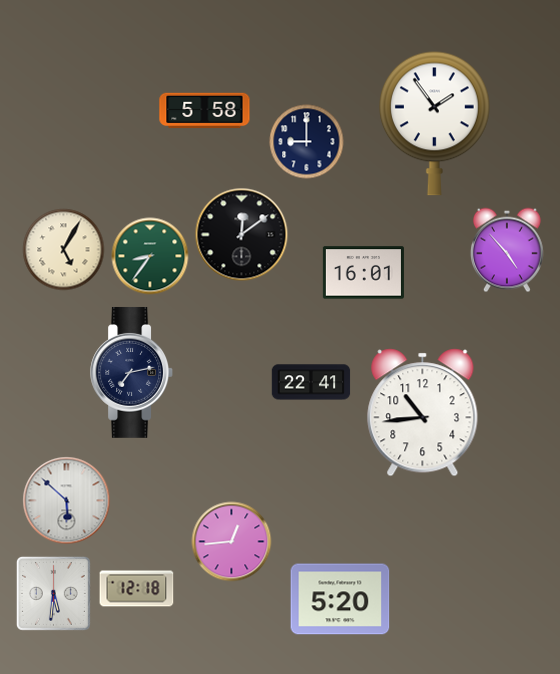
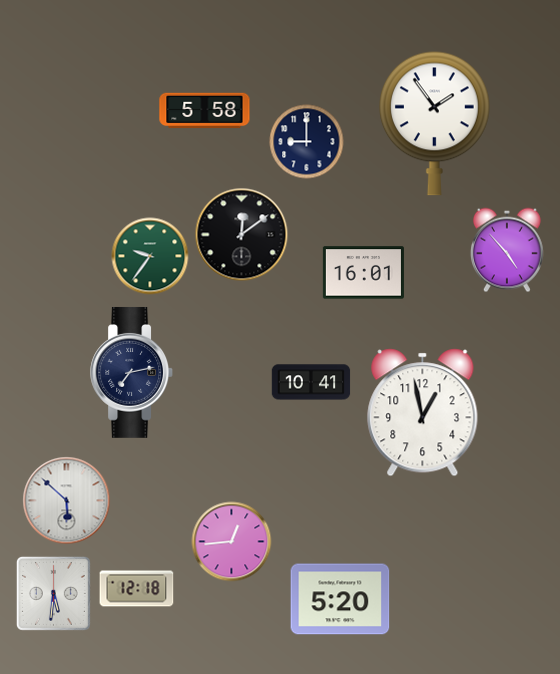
clock at (64, 250): 5:05 -> none
clock at (150, 256): 8:36 -> 9:36
clock at (311, 382): 22:41 -> 10:41
clock at (423, 413): 10:44 -> 12:58
